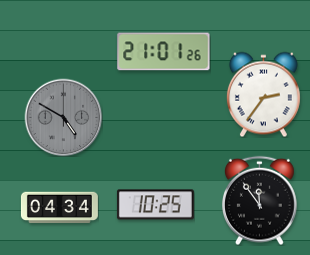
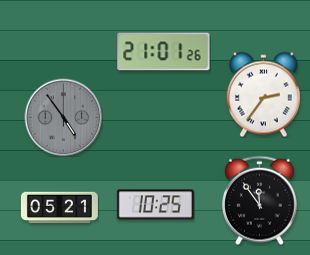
clock at (63, 117): 4:50 -> 4:54
clock at (59, 208): 04:34 -> 05:21
